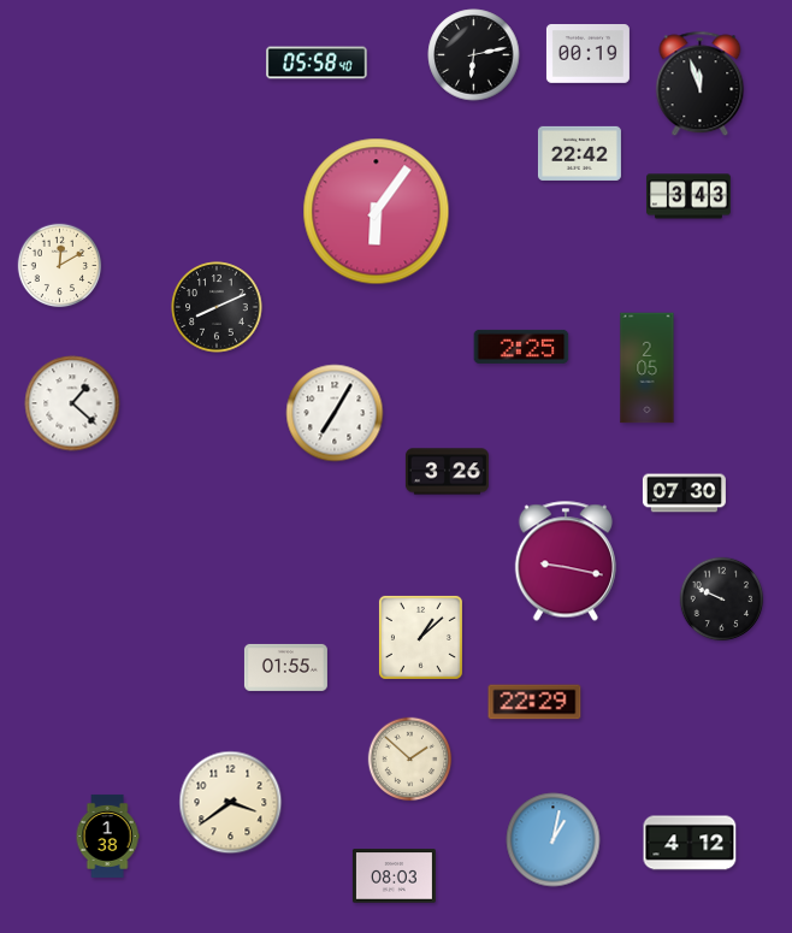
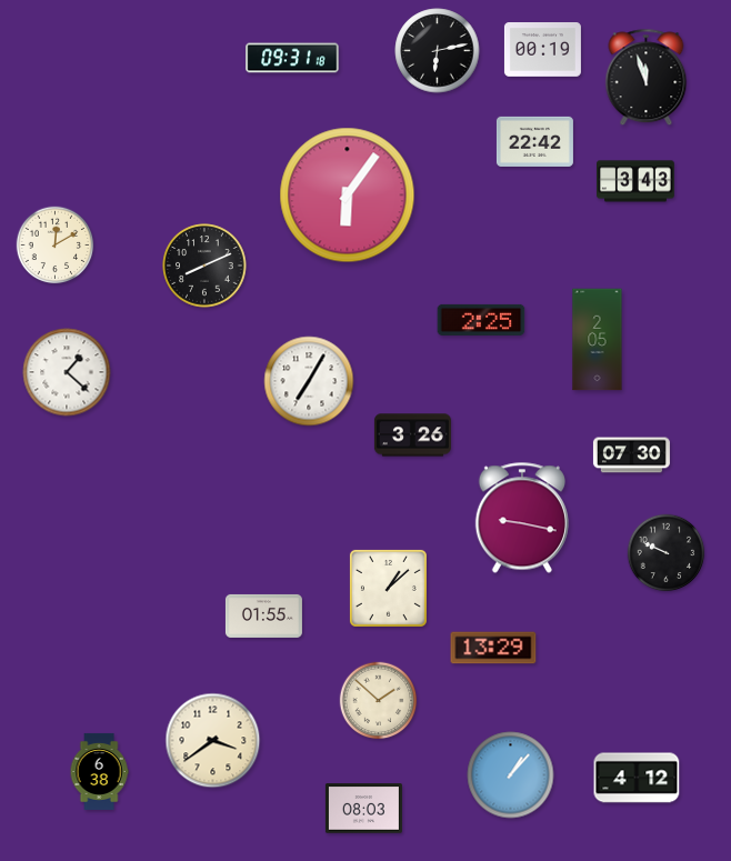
clock at (317, 63): 05:58 -> 09:31
clock at (217, 307) position: (217, 307) -> (204, 266)
clock at (534, 702): 22:29 -> 13:29
clock at (107, 835): 1:38 -> 6:38
clock at (554, 840): 1:02 -> 1:07
